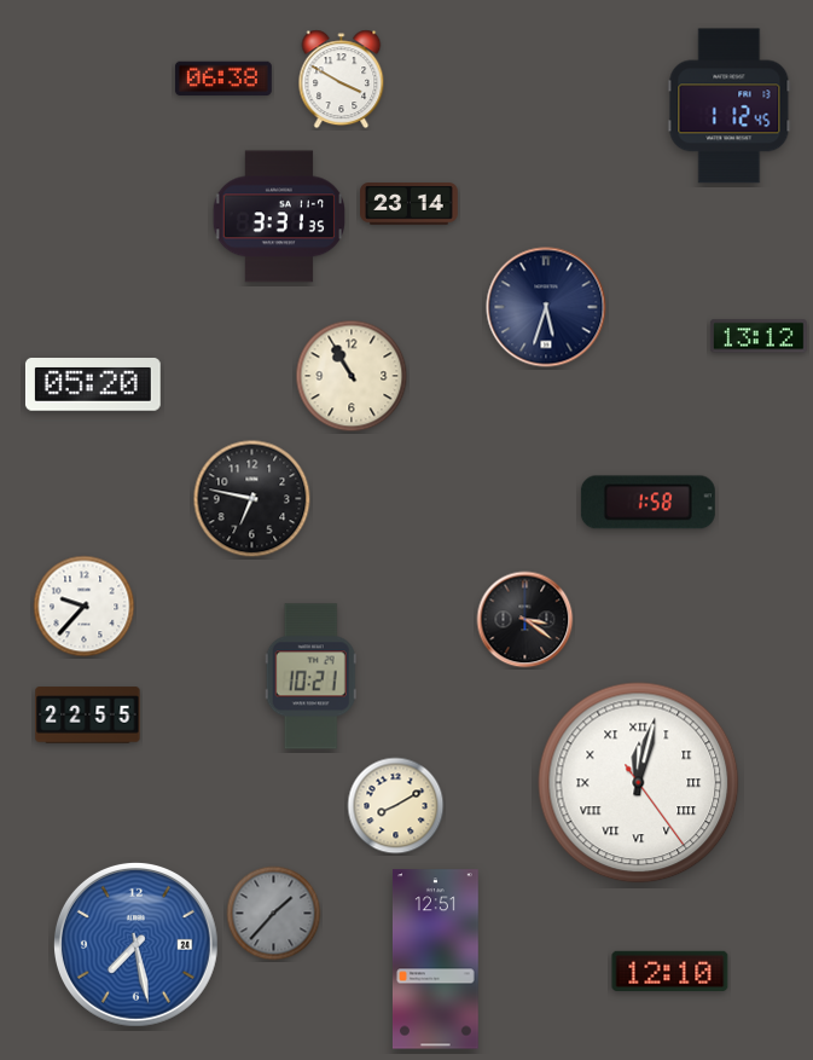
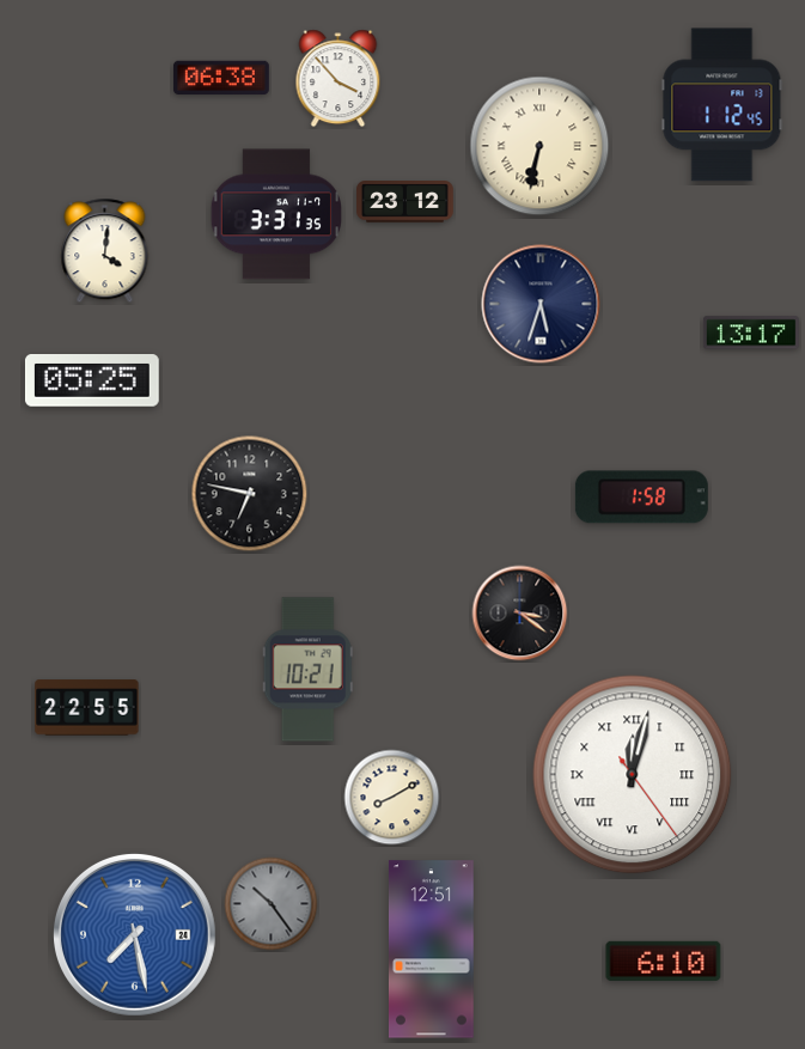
clock at (342, 80): 3:50 -> 3:53
clock at (539, 146): none -> 6:32
clock at (410, 204): 23:14 -> 23:12
clock at (105, 251): none -> 4:01
clock at (759, 336): 13:12 -> 13:17
clock at (352, 376): 10:55 -> none
clock at (93, 386): 05:20 -> 05:25
clock at (85, 607): 9:37 -> none
clock at (274, 914): 1:37 -> 10:24
clock at (670, 971): 12:10 -> 6:10
